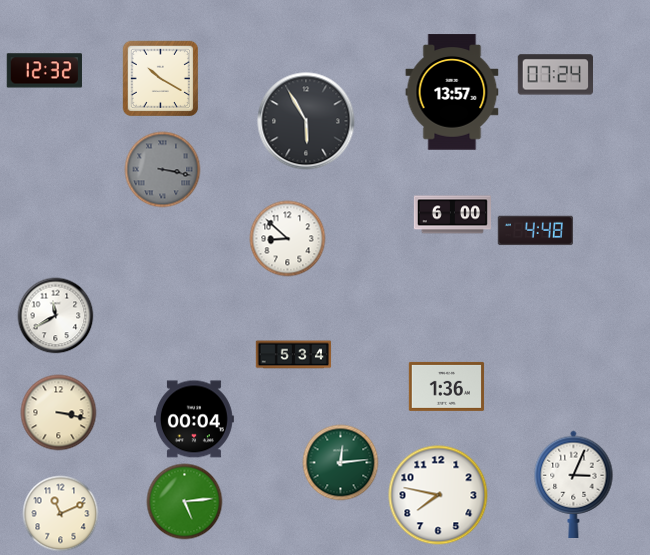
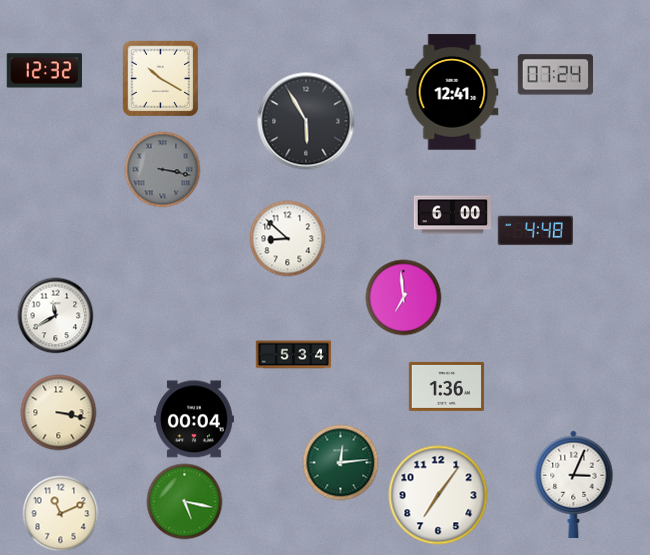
clock at (452, 92): 13:57 -> 12:41
clock at (404, 298): none -> 6:59
clock at (438, 495): 7:47 -> 7:06
clock at (185, 502): 5:14 -> 5:17
